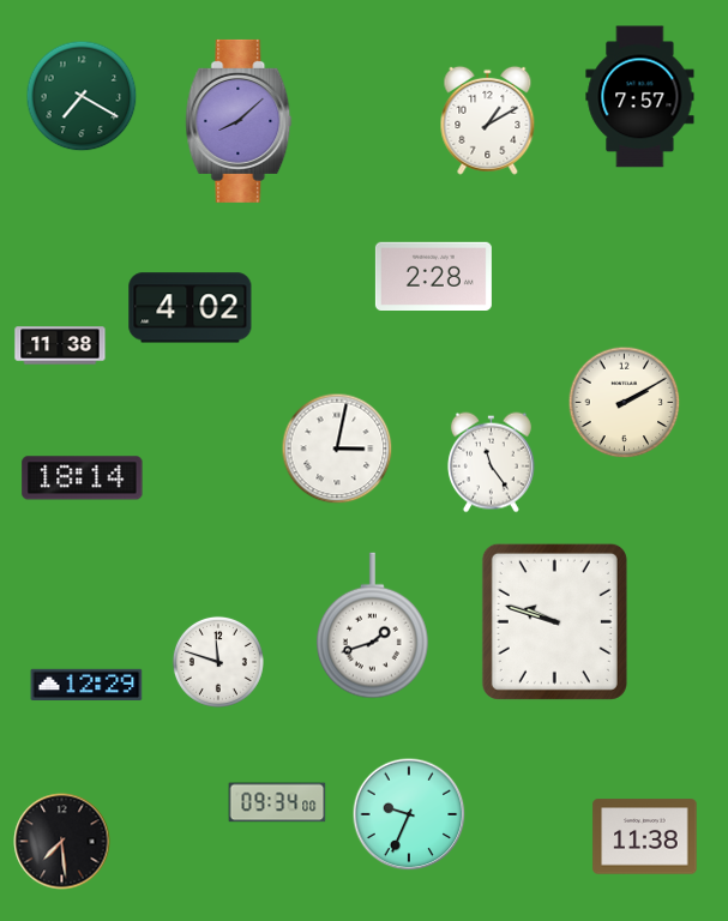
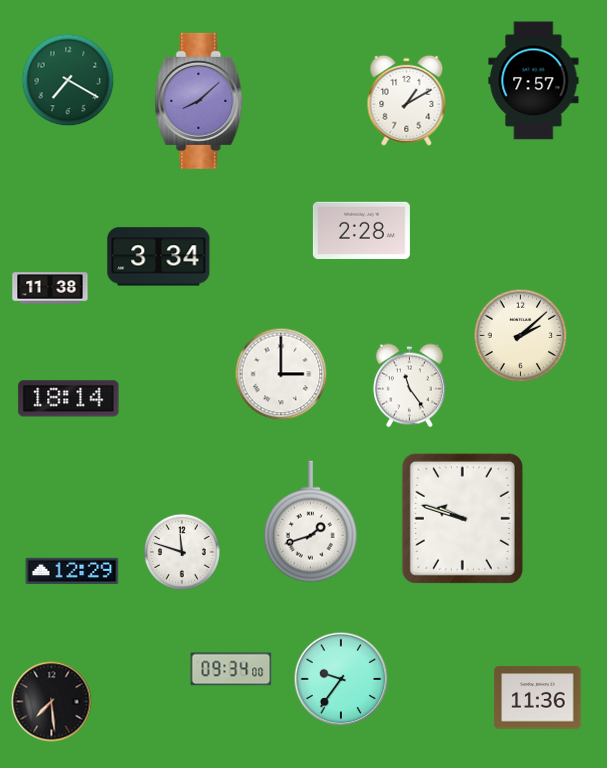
clock at (191, 308): 4:02 -> 3:34
clock at (625, 403): 2:10 -> 2:08
clock at (337, 449): 3:02 -> 3:00
clock at (409, 814): 9:34 -> 9:36
clock at (645, 837): 11:38 -> 11:36
